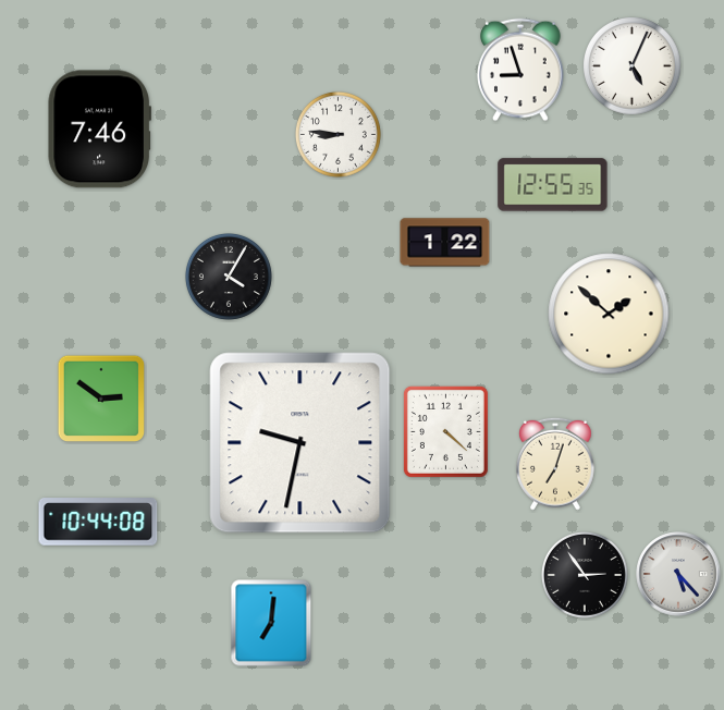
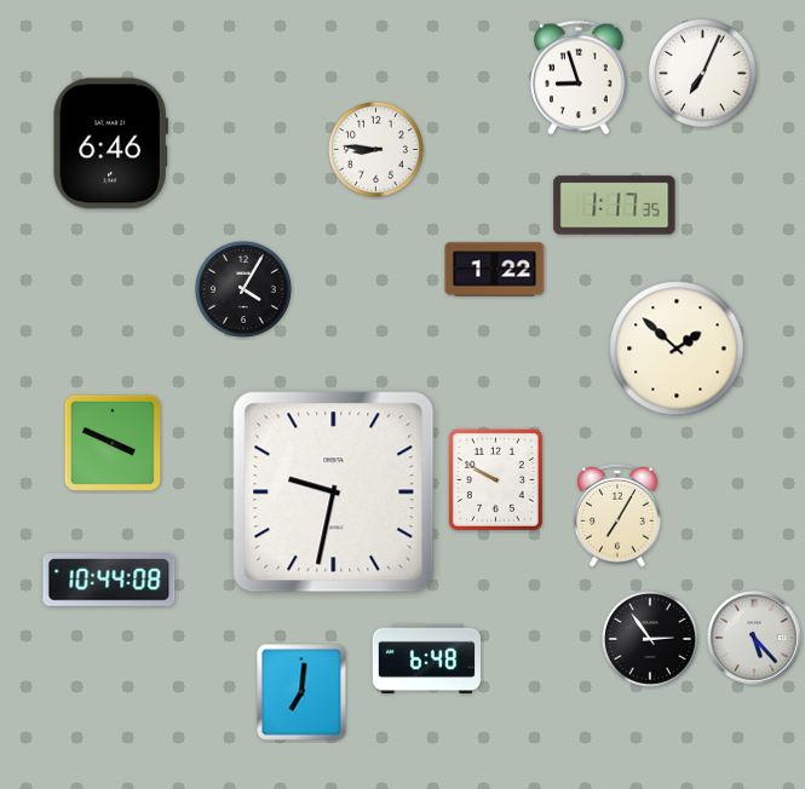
clock at (633, 66): 5:04 -> 7:04
clock at (99, 130): 7:46 -> 6:46
clock at (553, 185): 12:55 -> 1:17
clock at (229, 277) position: (229, 277) -> (243, 289)
clock at (100, 397): 2:51 -> 3:49
clock at (445, 431): 4:22 -> 9:50
clock at (556, 464): 7:03 -> 7:05
clock at (426, 658): none -> 6:48
